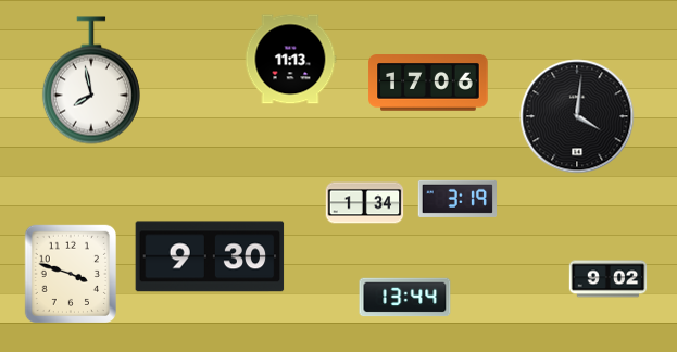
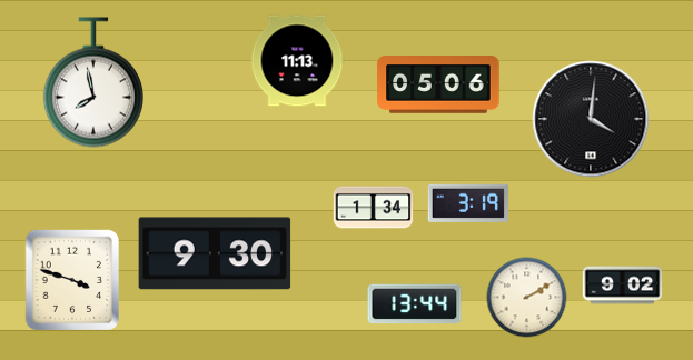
clock at (428, 83): 17:06 -> 05:06
clock at (210, 256) position: (210, 256) -> (215, 253)
clock at (527, 298): none -> 2:10
